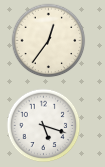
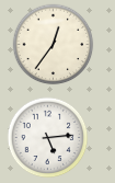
clock at (44, 126): 5:18 -> 5:14
